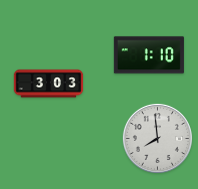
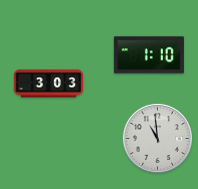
clock at (157, 138): 7:59 -> 10:59
